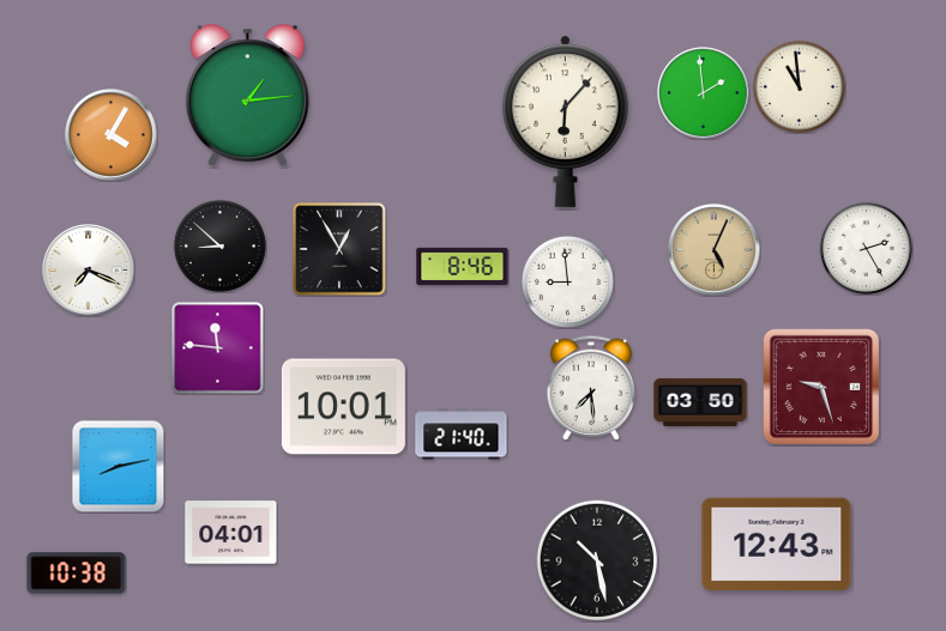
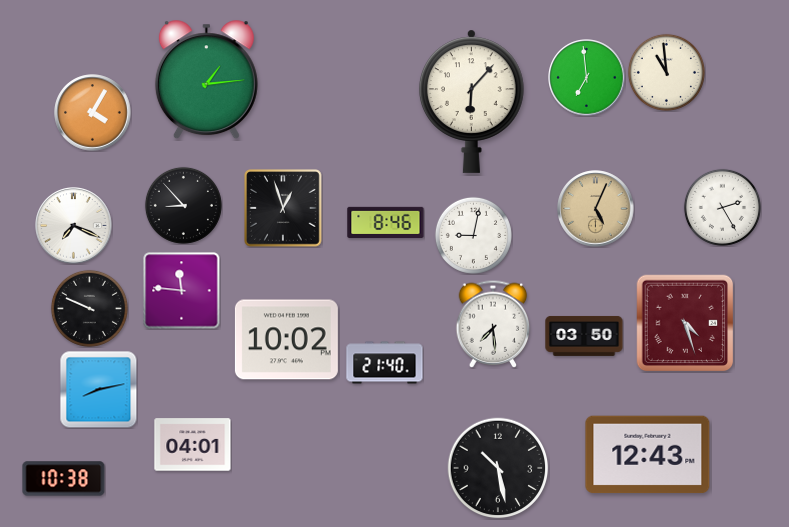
clock at (704, 93): 1:59 -> 6:59
clock at (219, 245): 8:52 -> 8:53
clock at (341, 250): 12:55 -> 12:57
clock at (567, 281): 8:59 -> 9:02
clock at (89, 308): none -> 9:49
clock at (821, 387): 9:27 -> 4:27
clock at (343, 407): 10:01 -> 10:02
